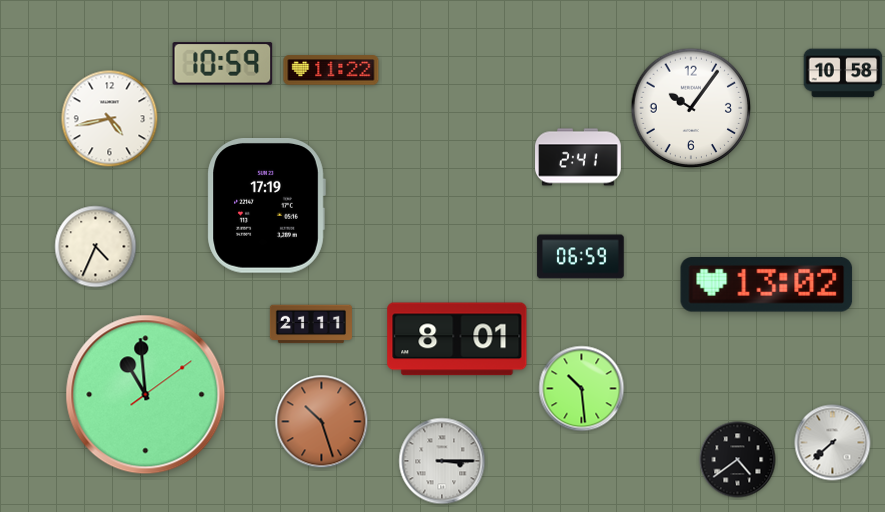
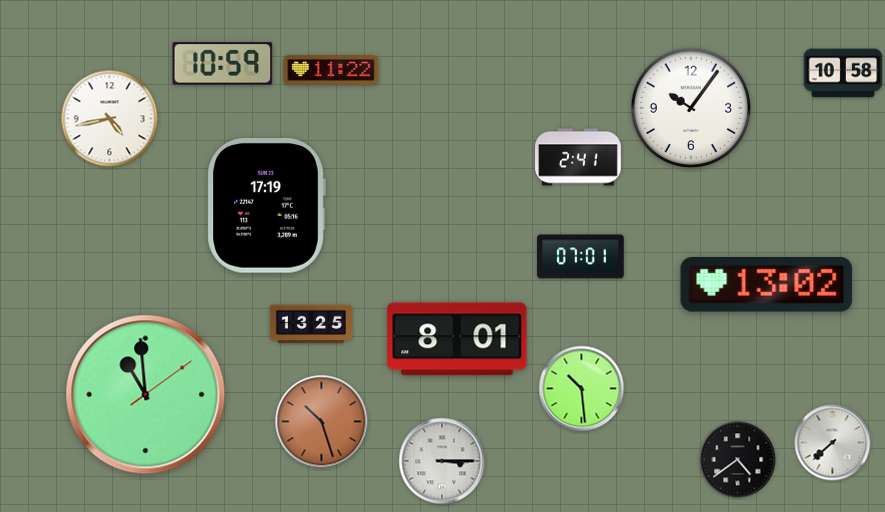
clock at (96, 247): 4:34 -> none
clock at (581, 257): 06:59 -> 07:01
clock at (311, 324): 21:11 -> 13:25
